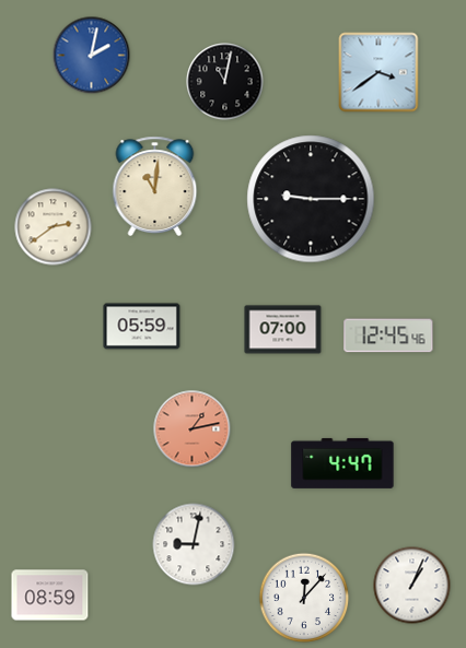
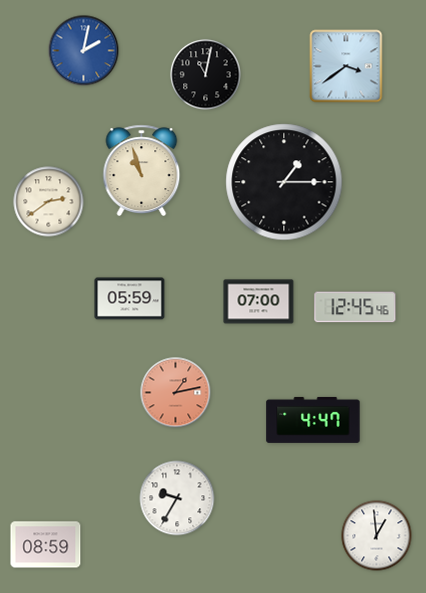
clock at (155, 186): 11:01 -> 10:57
clock at (311, 199): 9:15 -> 1:15
clock at (54, 227) position: (54, 227) -> (49, 202)
clock at (342, 463) position: (342, 463) -> (313, 420)
clock at (194, 544): 9:02 -> 9:35
clock at (412, 586): 1:04 -> 12:59
clock at (304, 598): 12:07 -> none
